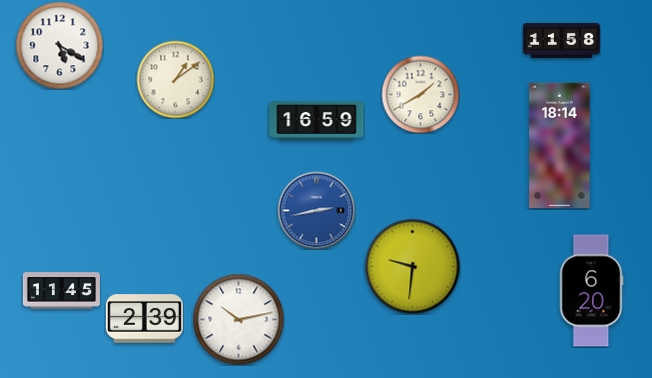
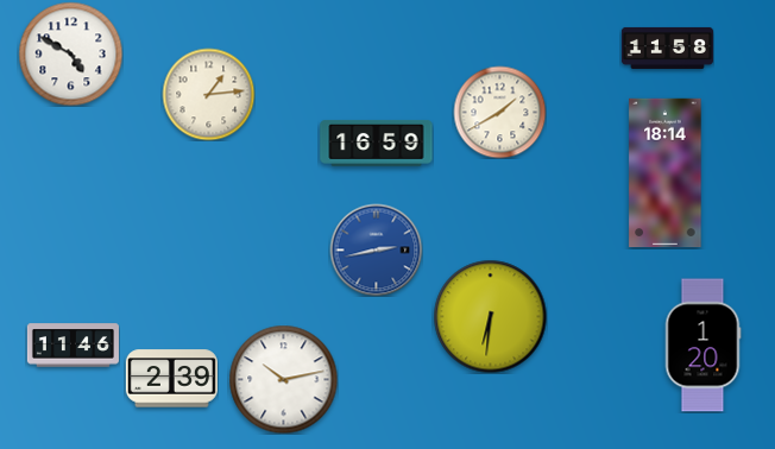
clock at (59, 45): 5:20 -> 4:50
clock at (175, 79): 1:09 -> 1:14
clock at (412, 266): 9:31 -> 6:31
clock at (61, 291): 11:45 -> 11:46
clock at (591, 291): 6:20 -> 1:20
